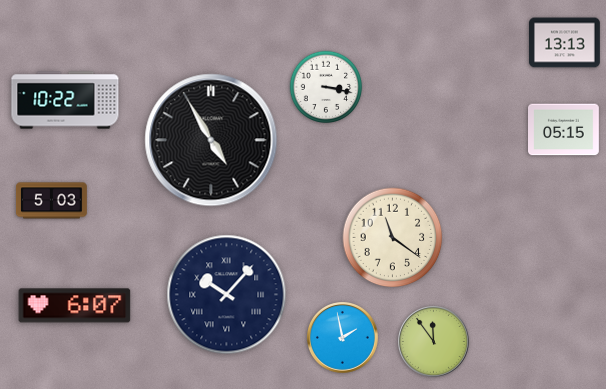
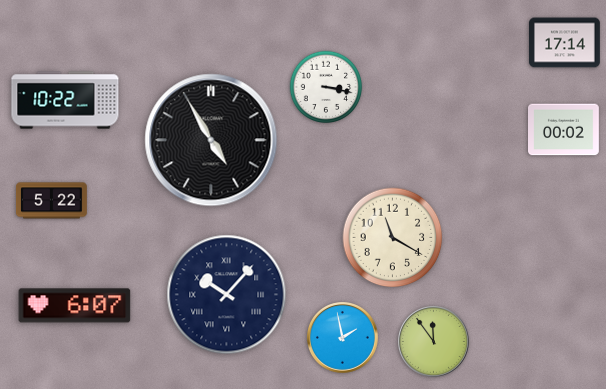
clock at (565, 43): 13:13 -> 17:14
clock at (564, 130): 05:15 -> 00:02
clock at (52, 201): 5:03 -> 5:22
clock at (393, 238): 11:21 -> 11:20
